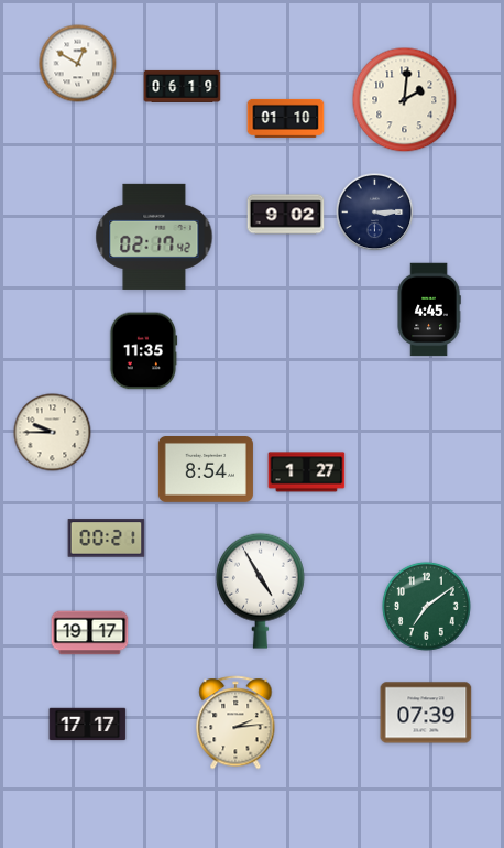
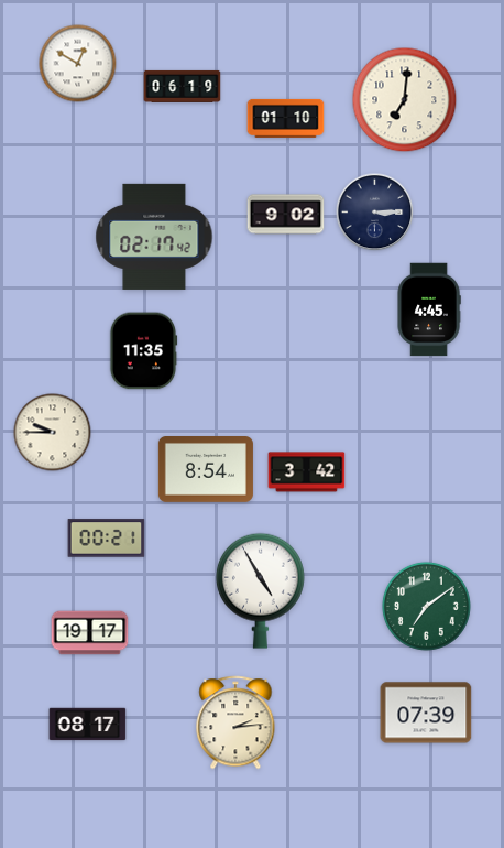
clock at (405, 100): 2:01 -> 7:01
clock at (307, 472): 1:27 -> 3:42
clock at (88, 725): 17:17 -> 08:17
